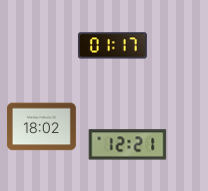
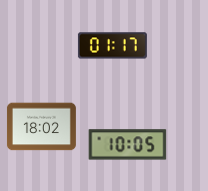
clock at (128, 145): 12:21 -> 10:05
